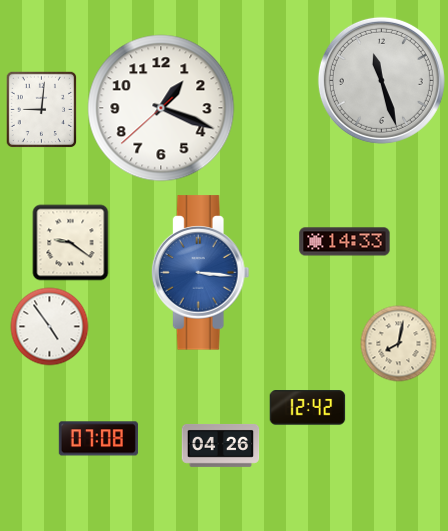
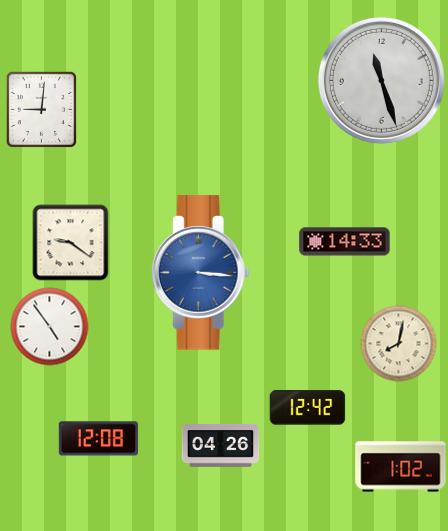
clock at (161, 108): 1:18 -> none
clock at (98, 439): 07:08 -> 12:08
clock at (401, 467): none -> 1:02
